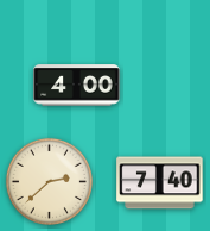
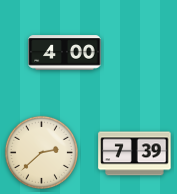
clock at (77, 86) position: (77, 86) -> (65, 53)
clock at (160, 183): 7:40 -> 7:39
